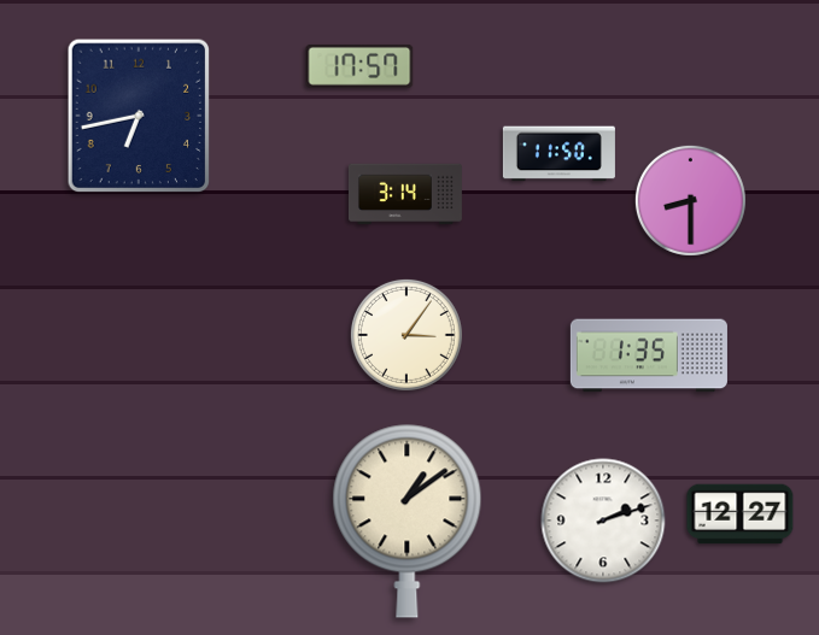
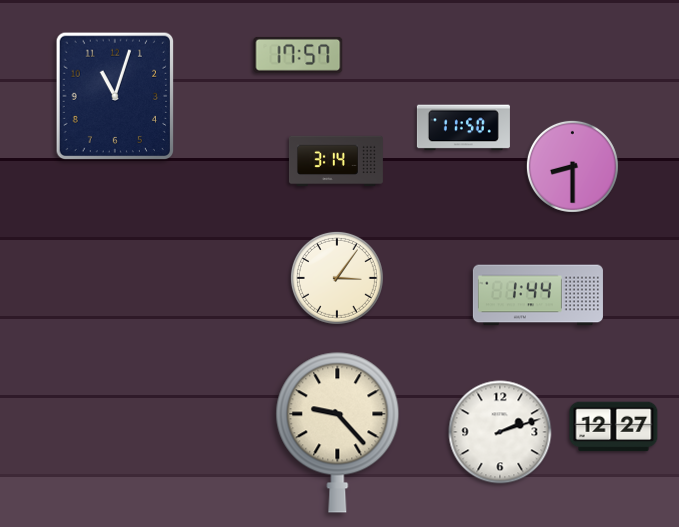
clock at (139, 116): 6:43 -> 11:03
clock at (649, 355): 1:35 -> 1:44
clock at (408, 521): 1:09 -> 9:23
